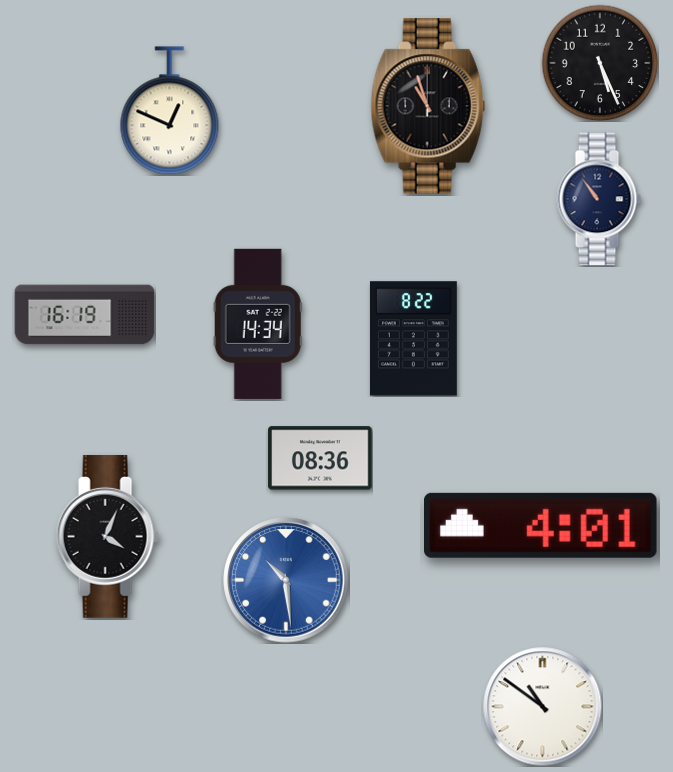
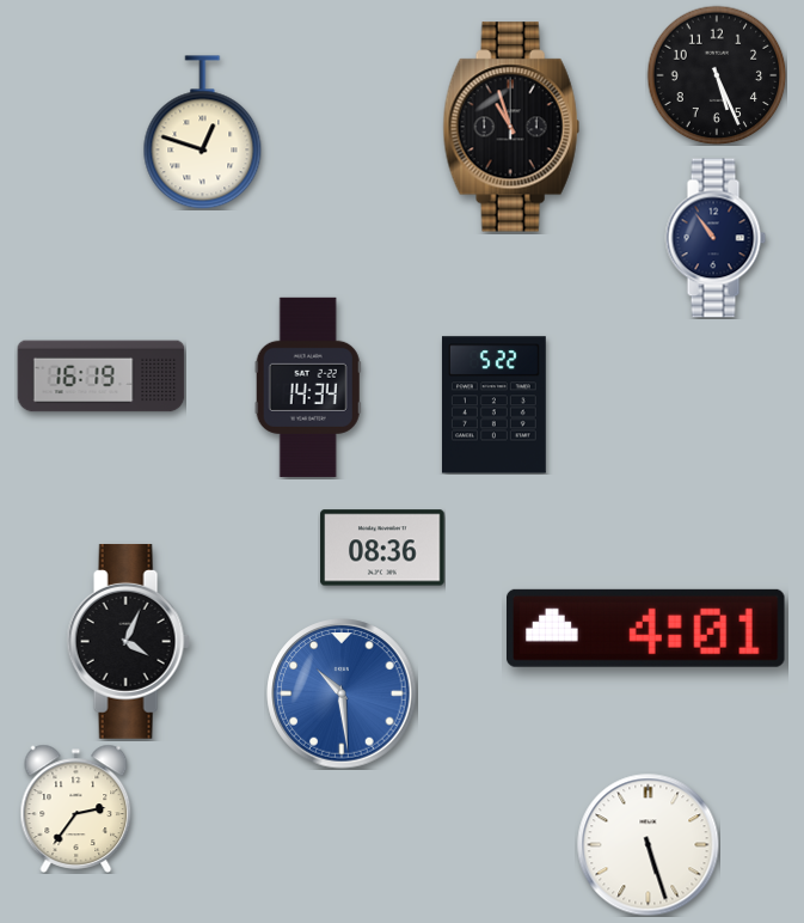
clock at (170, 111): 12:49 -> 12:48
clock at (413, 339): 8:22 -> 5:22
clock at (76, 808): none -> 2:36
clock at (543, 707): 10:51 -> 5:27
